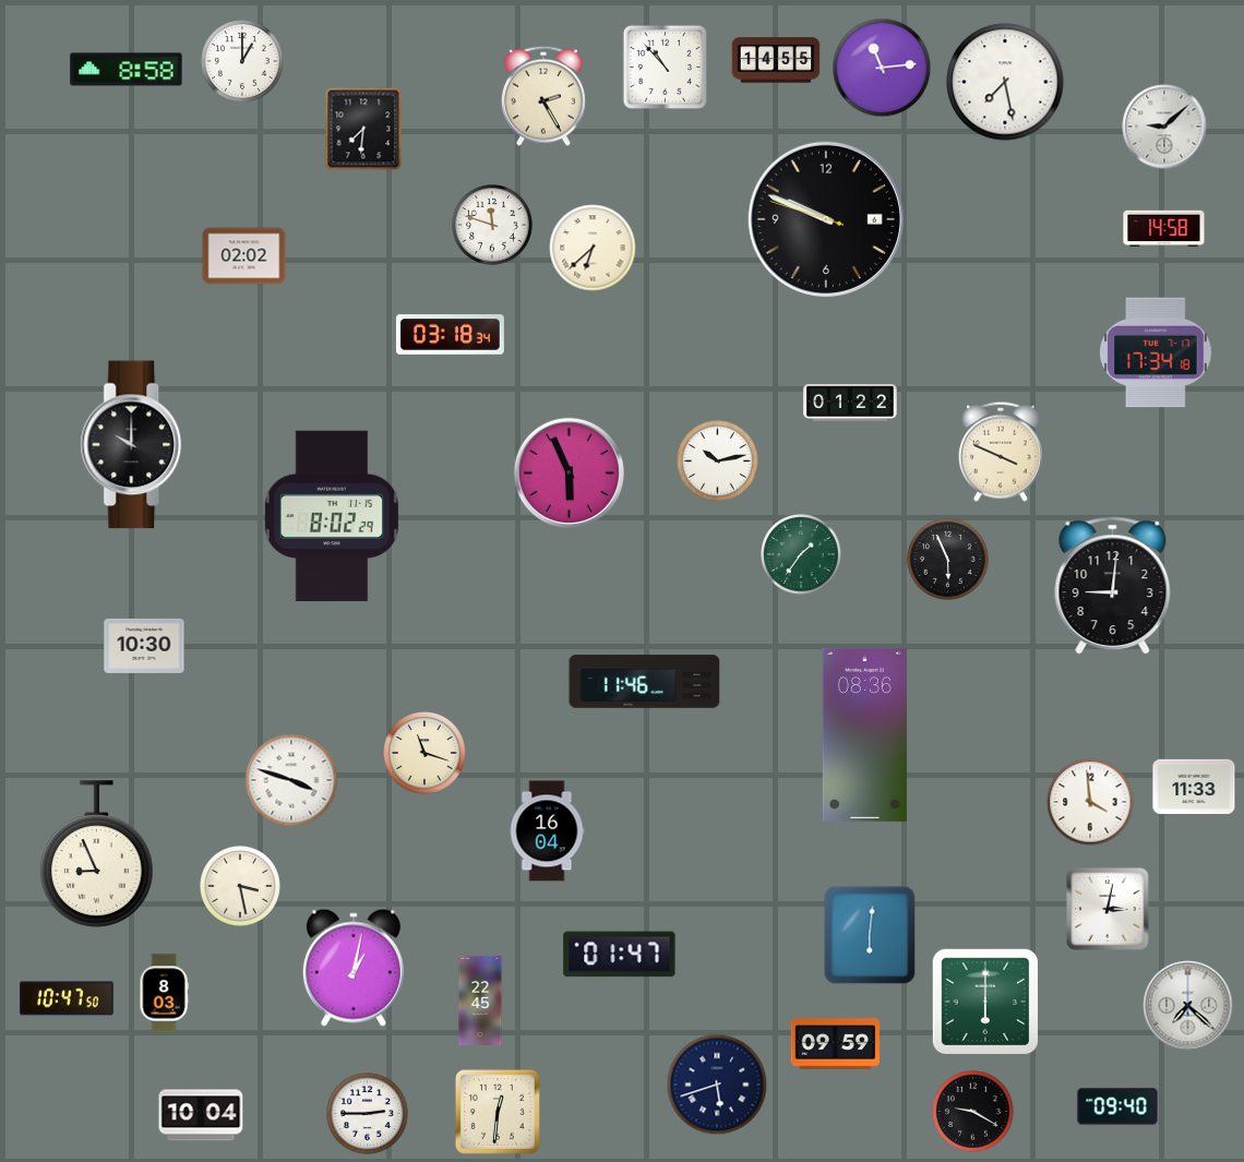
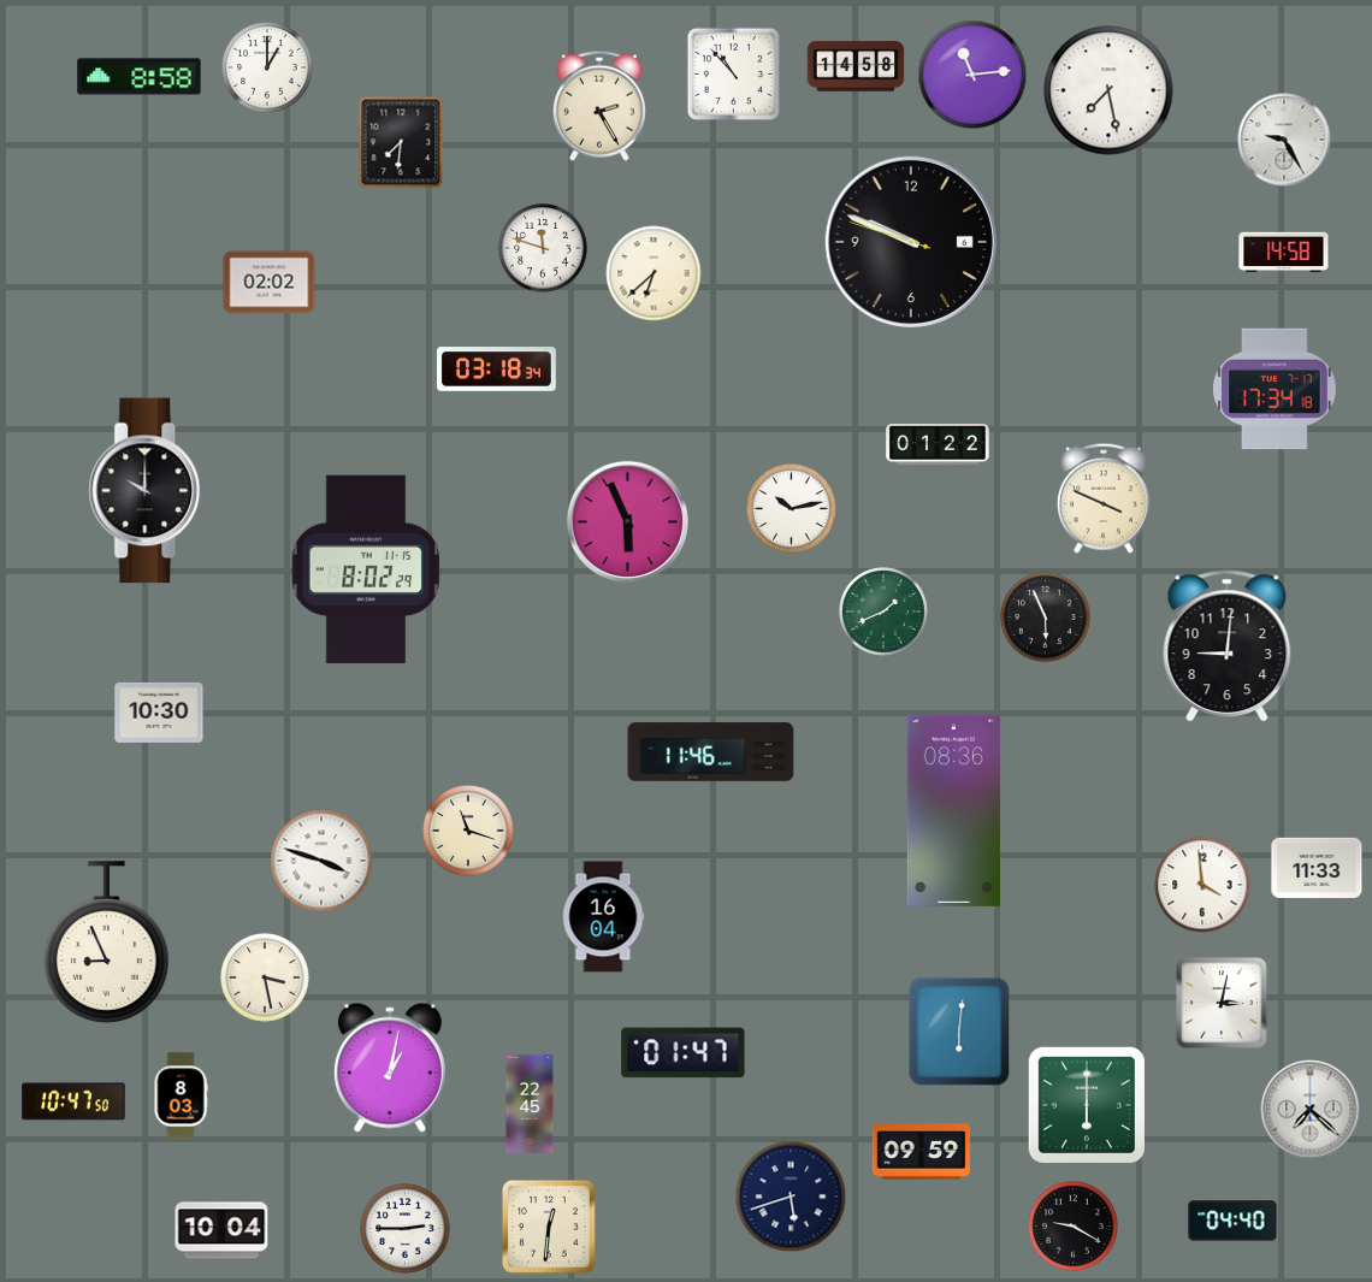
clock at (776, 60): 14:55 -> 14:58
clock at (1164, 127): 9:08 -> 9:25
clock at (802, 555): 1:36 -> 1:41
clock at (1117, 1106): 09:40 -> 04:40
